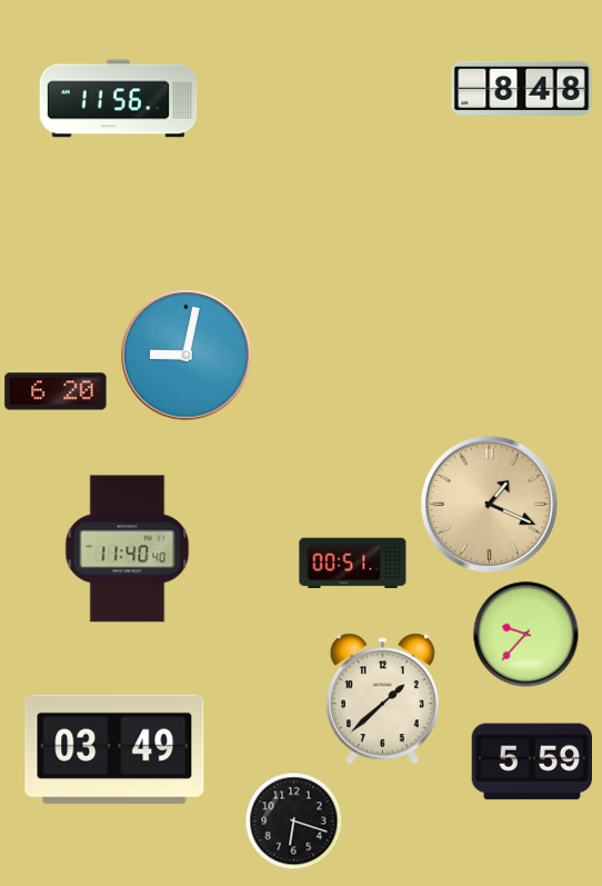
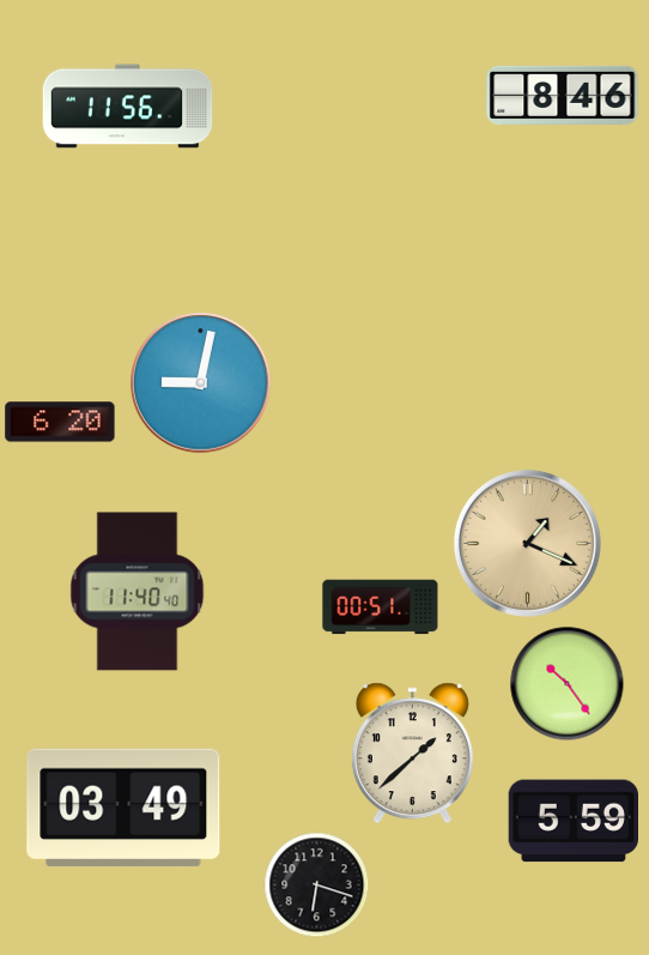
clock at (522, 88): 8:48 -> 8:46
clock at (526, 635): 9:37 -> 10:24
